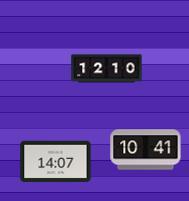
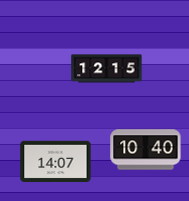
clock at (107, 69): 12:10 -> 12:15
clock at (146, 150): 10:41 -> 10:40
